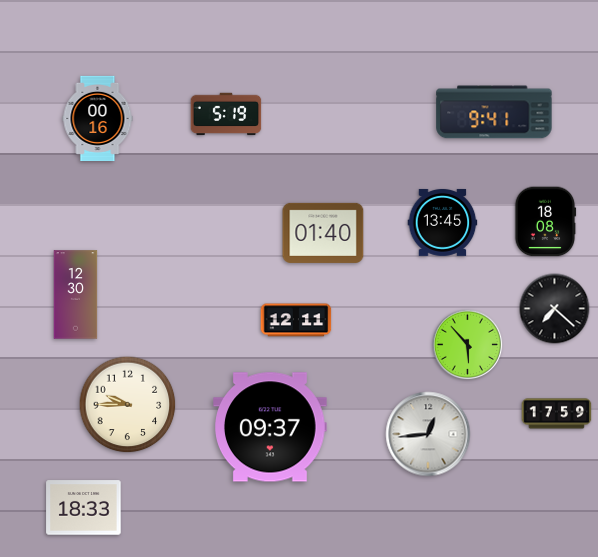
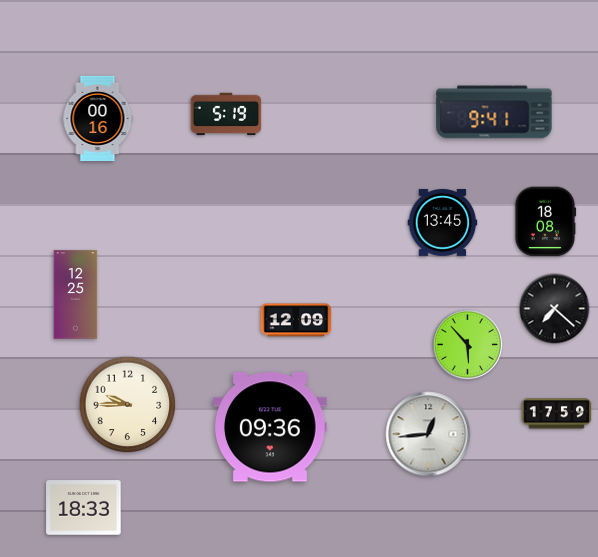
clock at (323, 233): 01:40 -> none
clock at (76, 295): 12:30 -> 12:25
clock at (296, 320): 12:11 -> 12:09
clock at (271, 427): 09:37 -> 09:36
